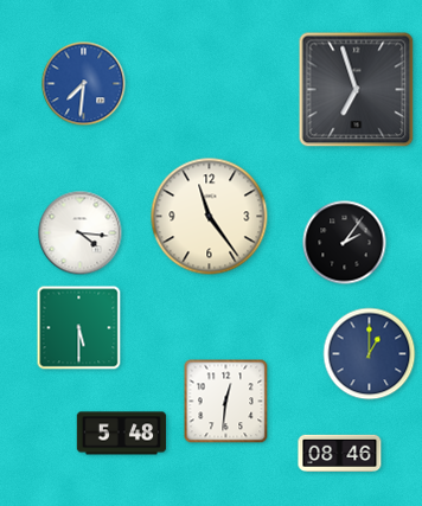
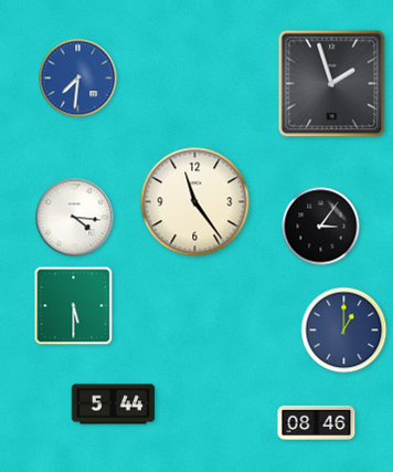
clock at (357, 90): 6:57 -> 1:57
clock at (345, 243): 2:06 -> 3:06
clock at (226, 402): 12:31 -> none
clock at (122, 434): 5:48 -> 5:44
